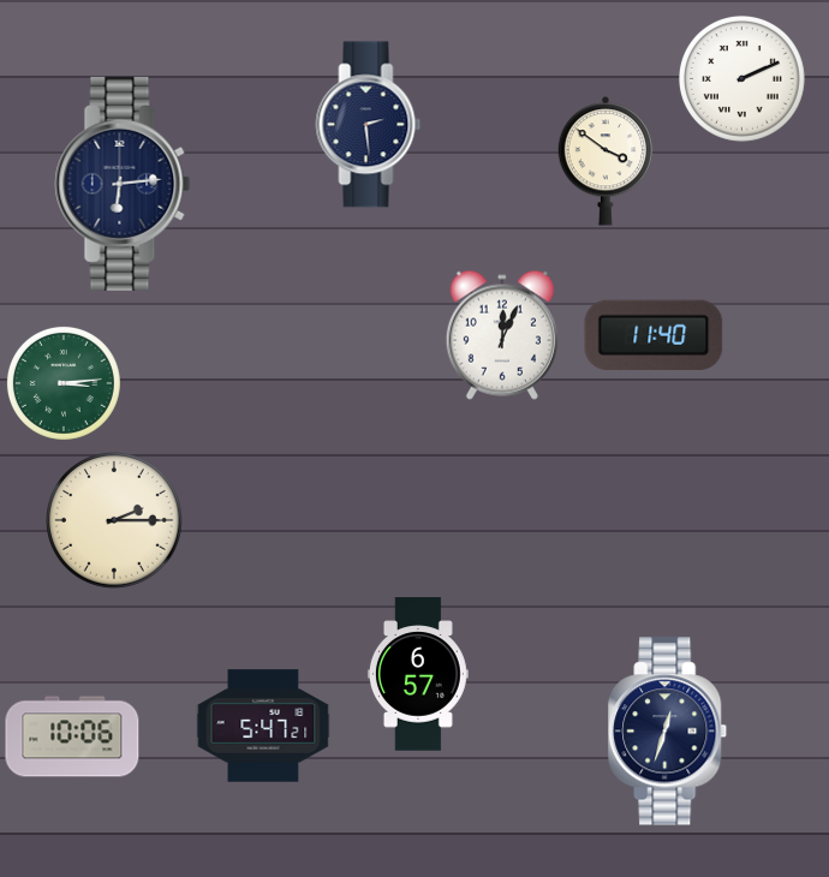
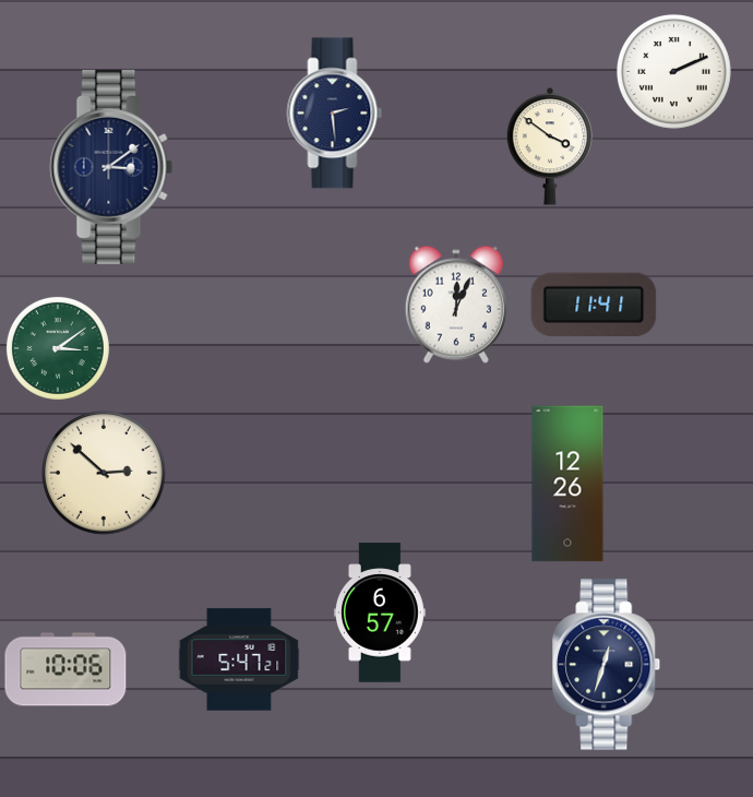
clock at (123, 184): 6:14 -> 3:09
clock at (654, 334): 11:40 -> 11:41
clock at (64, 383): 3:14 -> 3:09
clock at (115, 521): 2:15 -> 2:52
clock at (567, 484): none -> 12:26
